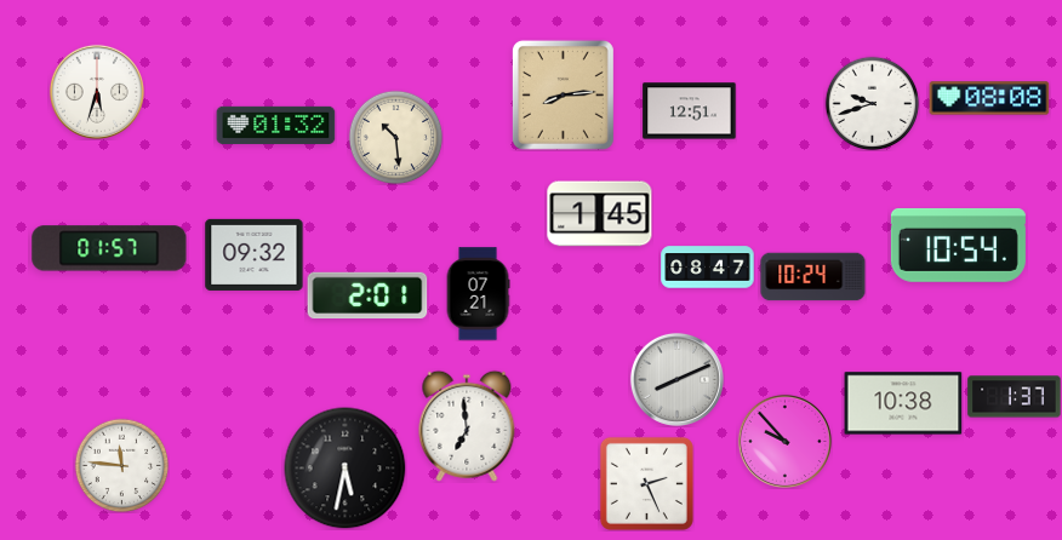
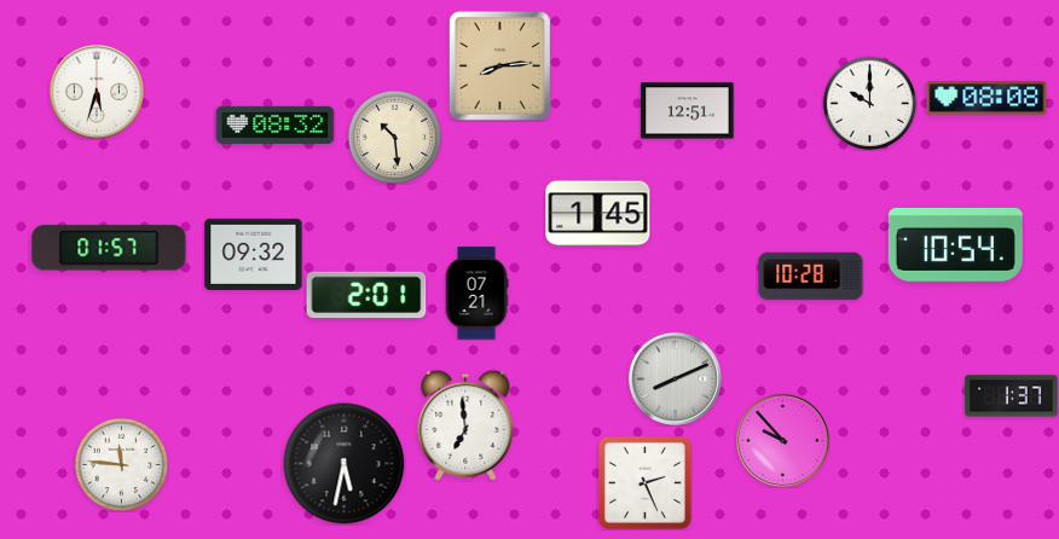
clock at (563, 94) position: (563, 94) -> (499, 65)
clock at (872, 103): 9:42 -> 10:00
clock at (276, 125): 01:32 -> 08:32
clock at (708, 268): 08:47 -> none
clock at (813, 277): 10:24 -> 10:28
clock at (903, 403): 10:38 -> none
clock at (346, 469) position: (346, 469) -> (345, 464)
